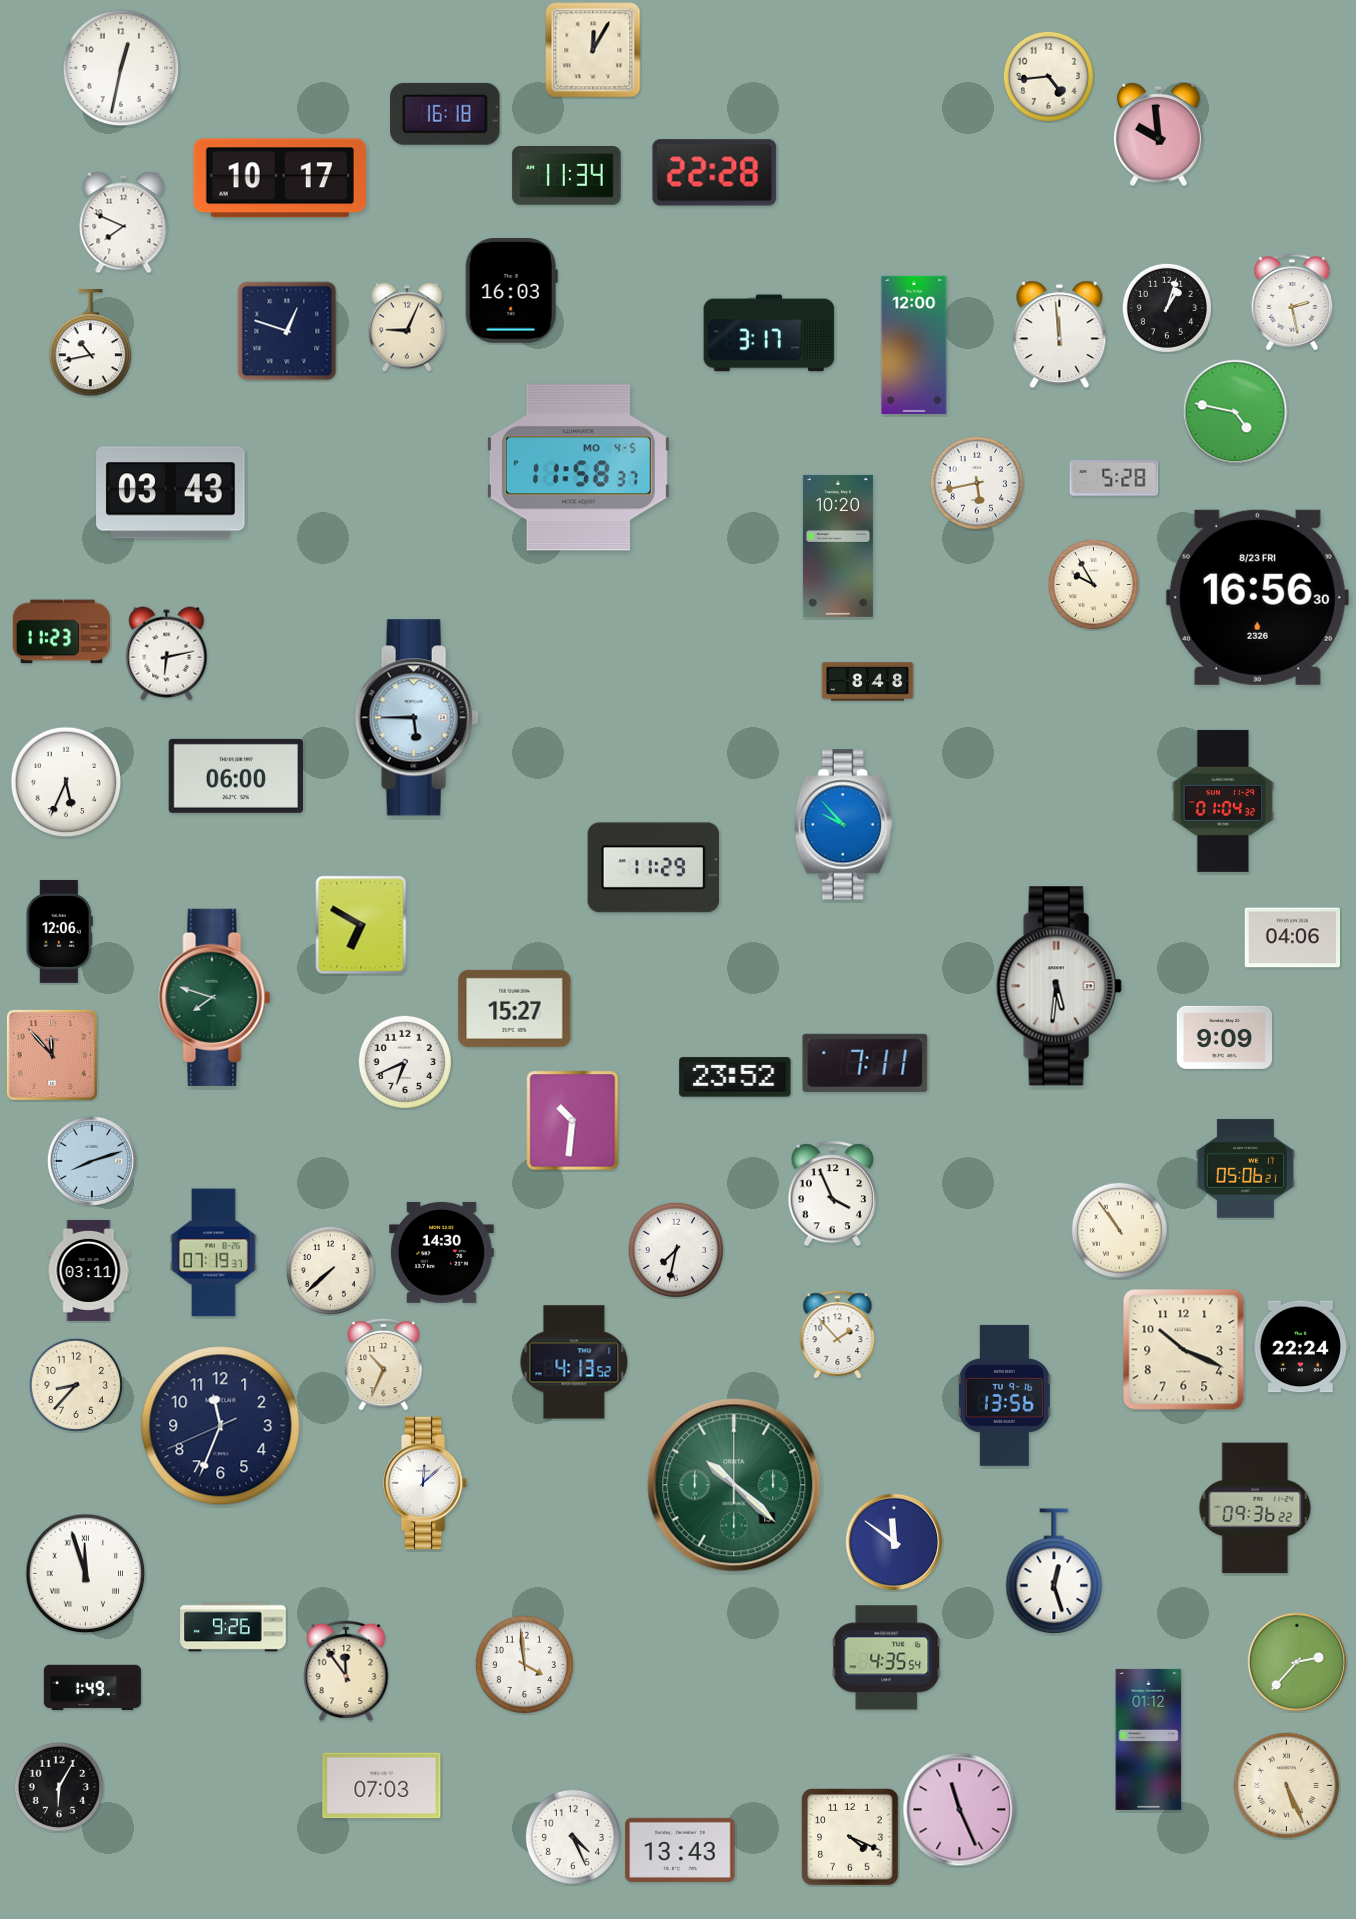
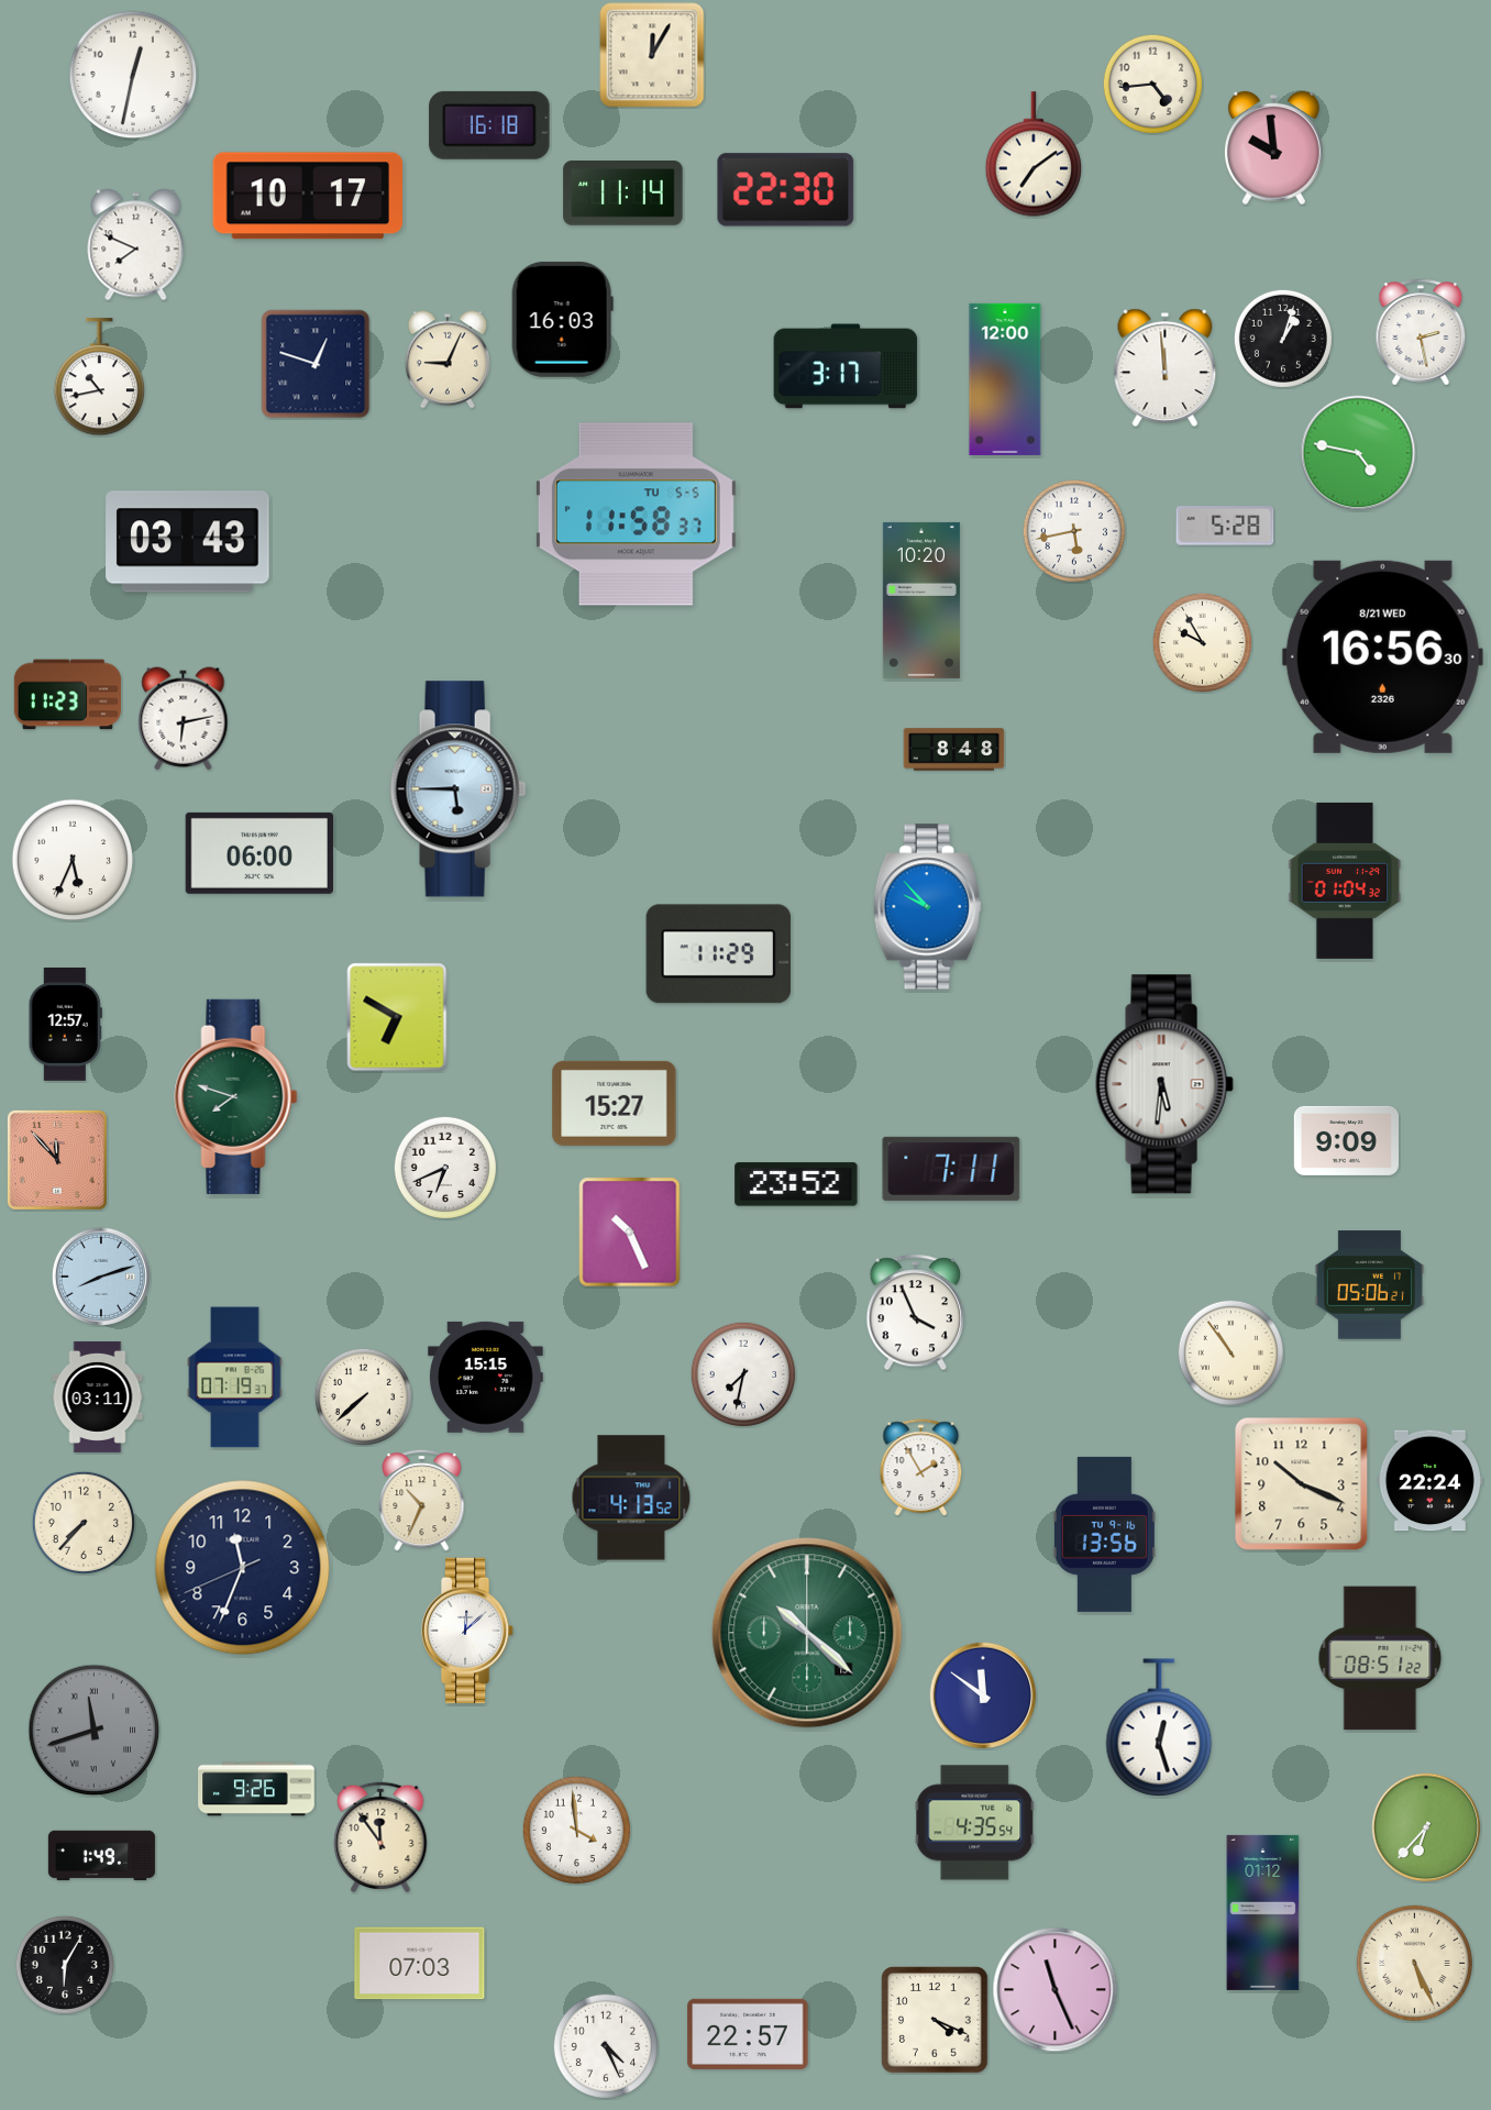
clock at (1034, 154): none -> 7:09
clock at (715, 173): 22:28 -> 22:30
clock at (567, 176): 11:34 -> 11:14
clock at (578, 468) date: MO 4-5 -> TU 5-5
clock at (1257, 597) date: 8/23 FRI -> 8/21 WED
clock at (59, 931): 12:06 -> 12:57
clock at (1292, 938): 04:06 -> none
clock at (515, 1008) position: (515, 1008) -> (615, 1103)
clock at (735, 1077) position: (735, 1077) -> (796, 1184)
clock at (573, 1121): 10:31 -> 10:26
clock at (442, 1252): 14:30 -> 15:15
clock at (838, 1335): 1:53 -> 1:55
clock at (76, 1385): 8:37 -> 7:37
clock at (1255, 1508): 09:36 -> 08:51
clock at (86, 1574): 11:57 -> 11:42
clock at (86, 1574) dial: white -> grey
clock at (1297, 1662): 2:37 -> 6:37
clock at (573, 1837) position: (573, 1837) -> (606, 2046)
clock at (680, 1850): 13:43 -> 22:57
